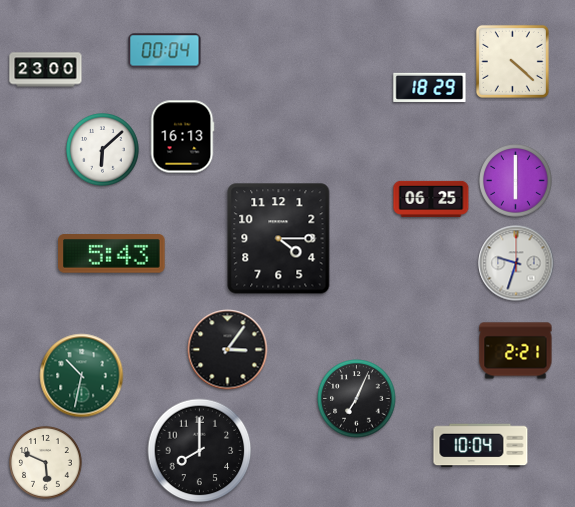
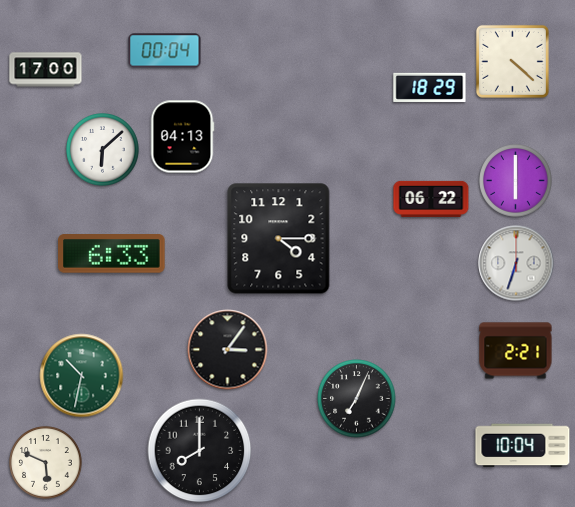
clock at (46, 70): 23:00 -> 17:00
clock at (182, 137): 16:13 -> 04:13
clock at (431, 199): 06:25 -> 06:22
clock at (112, 254): 5:43 -> 6:33
clock at (516, 263): 9:33 -> 6:33
clock at (481, 446) position: (481, 446) -> (523, 446)
